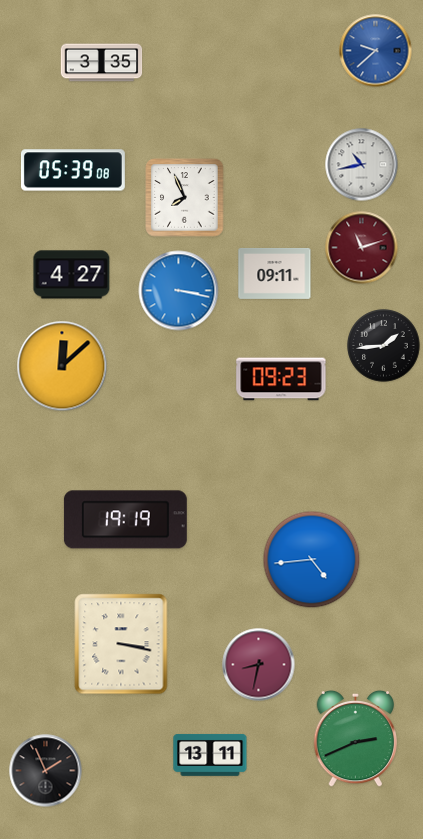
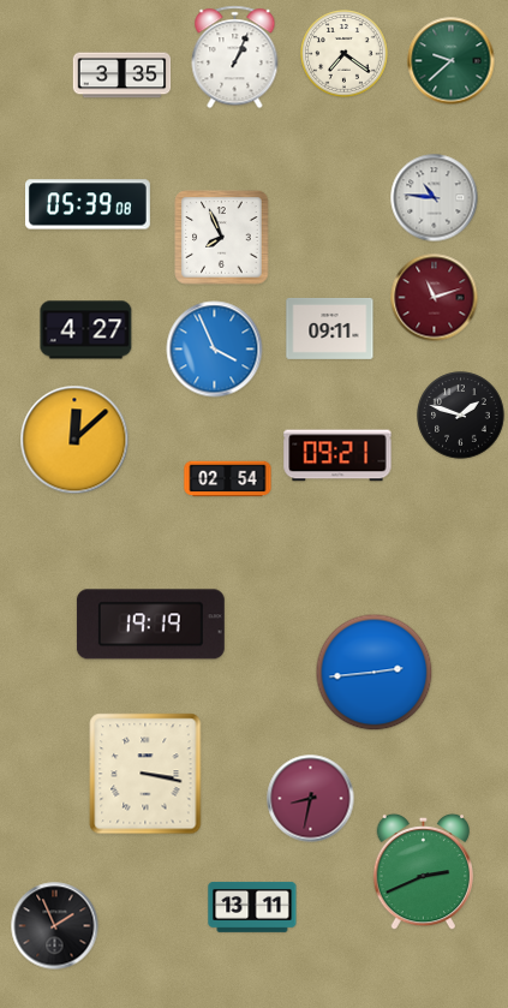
clock at (345, 54): none -> 7:21
clock at (235, 58): none -> 1:04
clock at (376, 51) dial: blue -> green
clock at (362, 165): 10:43 -> 10:46
clock at (179, 291): 3:17 -> 3:56
clock at (384, 346): 1:44 -> 1:48
clock at (281, 379): 09:23 -> 09:21
clock at (228, 479): none -> 02:54
clock at (312, 560): 4:44 -> 2:44
clock at (355, 739) position: (355, 739) -> (423, 872)
